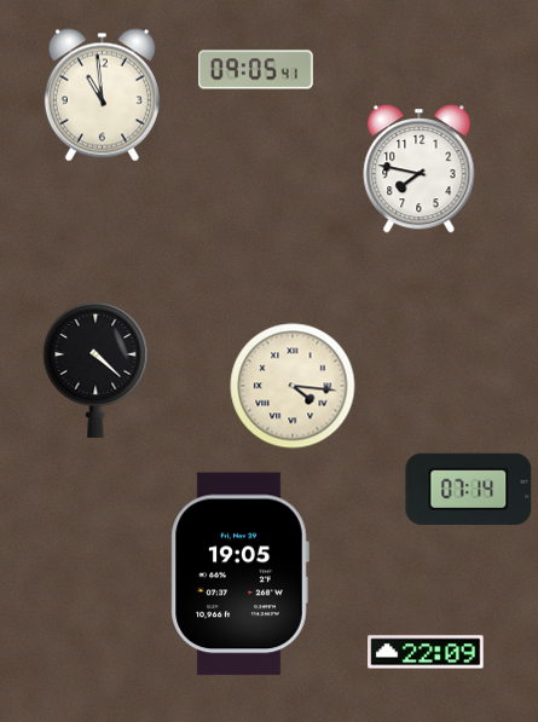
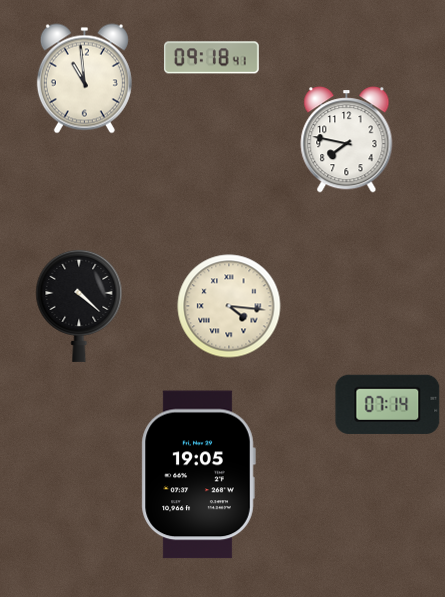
clock at (256, 70): 09:05 -> 09:18
clock at (293, 386) position: (293, 386) -> (229, 306)
clock at (426, 652): 22:09 -> none
